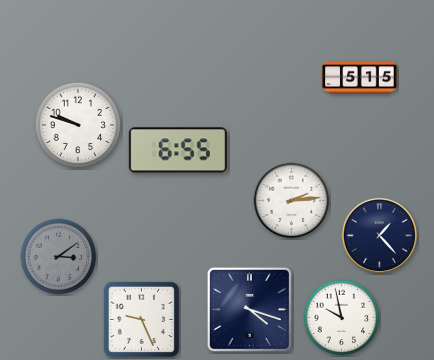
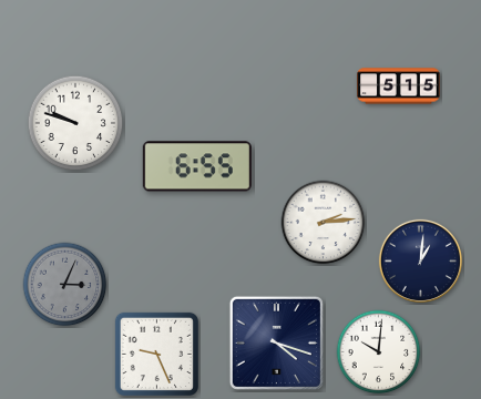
clock at (78, 125) position: (78, 125) -> (75, 123)
clock at (379, 235): 1:23 -> 1:01
clock at (59, 257): 3:09 -> 3:04
clock at (342, 318): 9:58 -> 10:01
